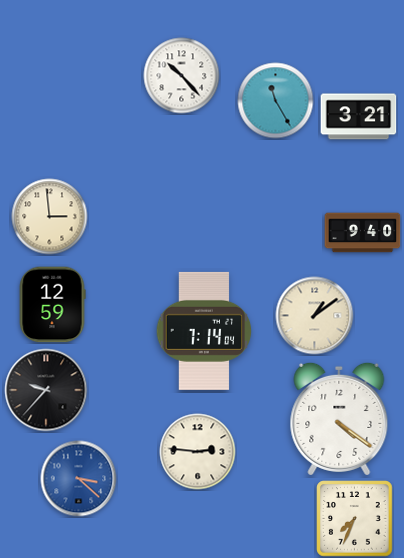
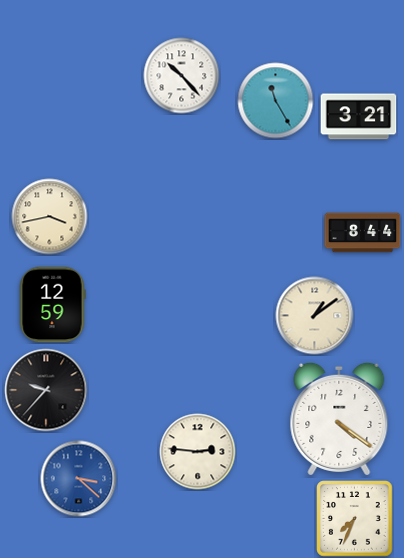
clock at (50, 217): 2:59 -> 3:43
clock at (363, 233): 9:40 -> 8:44
clock at (204, 331): 7:14 -> none
